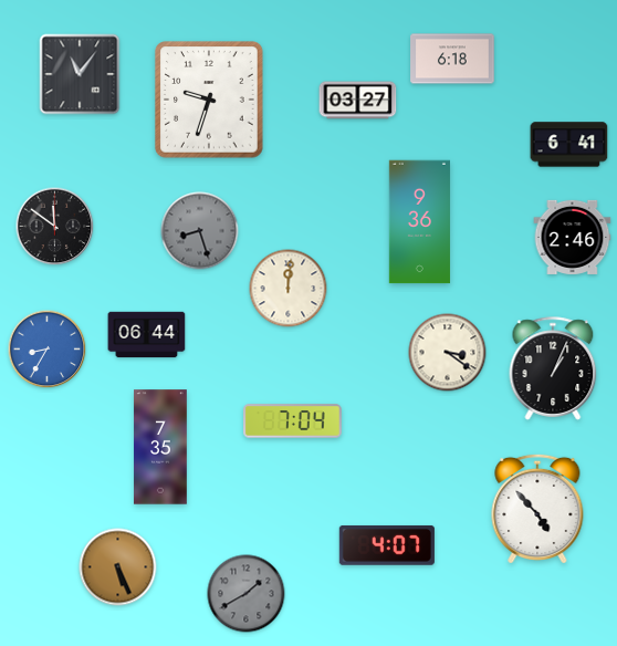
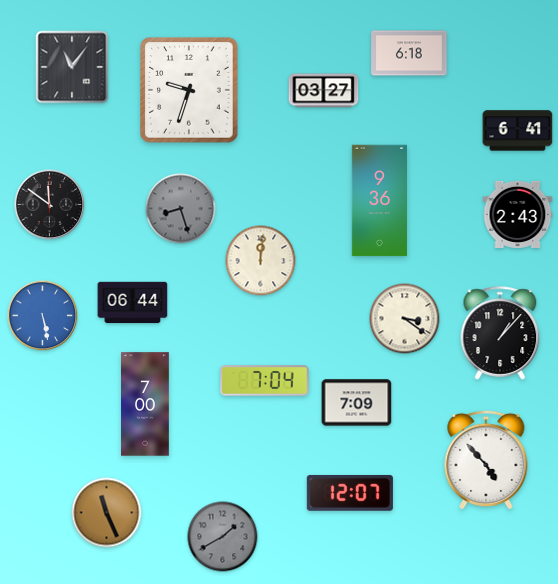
clock at (569, 145) position: (569, 145) -> (518, 131)
clock at (573, 237): 2:46 -> 2:43
clock at (48, 350): 8:35 -> 5:28
clock at (553, 368): 1:04 -> 1:07
clock at (357, 403): none -> 7:09
clock at (160, 447): 7:35 -> 7:00
clock at (387, 545): 4:07 -> 12:07
clock at (118, 567): 5:26 -> 11:26
